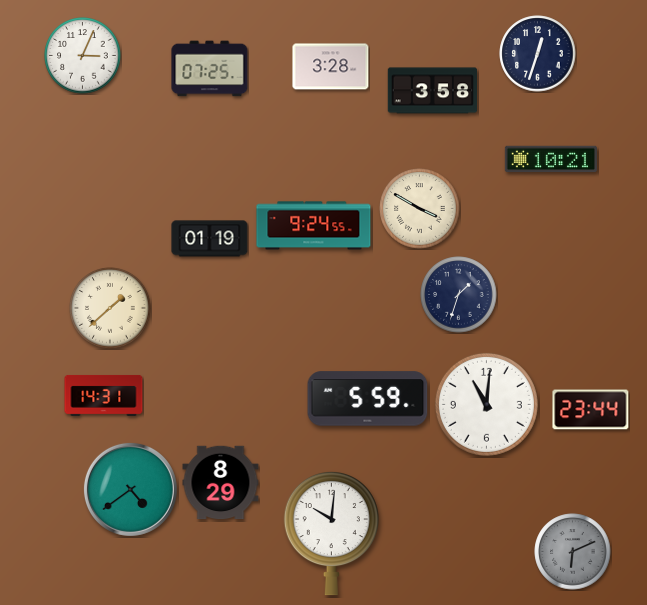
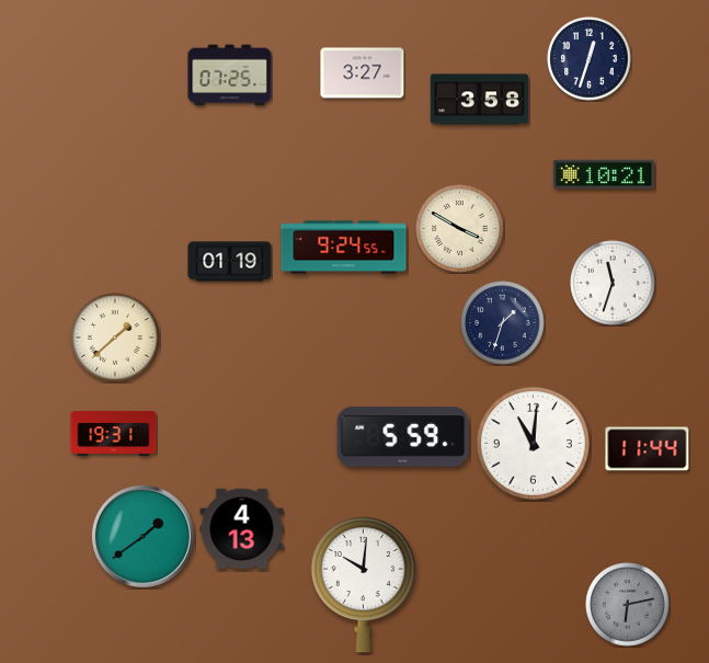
clock at (83, 56): 3:04 -> none
clock at (331, 67): 3:28 -> 3:27
clock at (433, 91) position: (433, 91) -> (480, 100)
clock at (613, 283): none -> 11:33
clock at (110, 308) position: (110, 308) -> (115, 338)
clock at (104, 395): 14:31 -> 19:31
clock at (591, 410): 23:44 -> 11:44
clock at (221, 483): 8:29 -> 4:13
clock at (130, 489): 4:39 -> 1:39
clock at (573, 552): 6:11 -> 6:13
